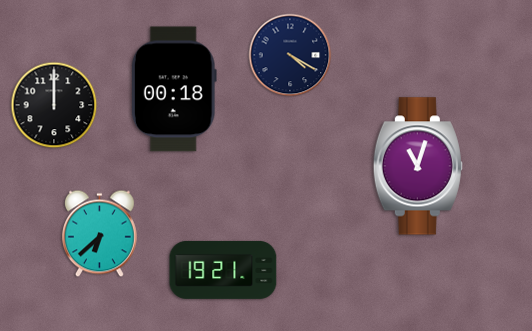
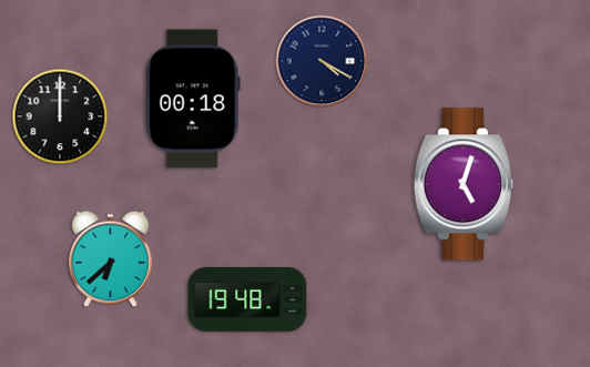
clock at (418, 166): 11:03 -> 5:03
clock at (223, 270): 19:21 -> 19:48
